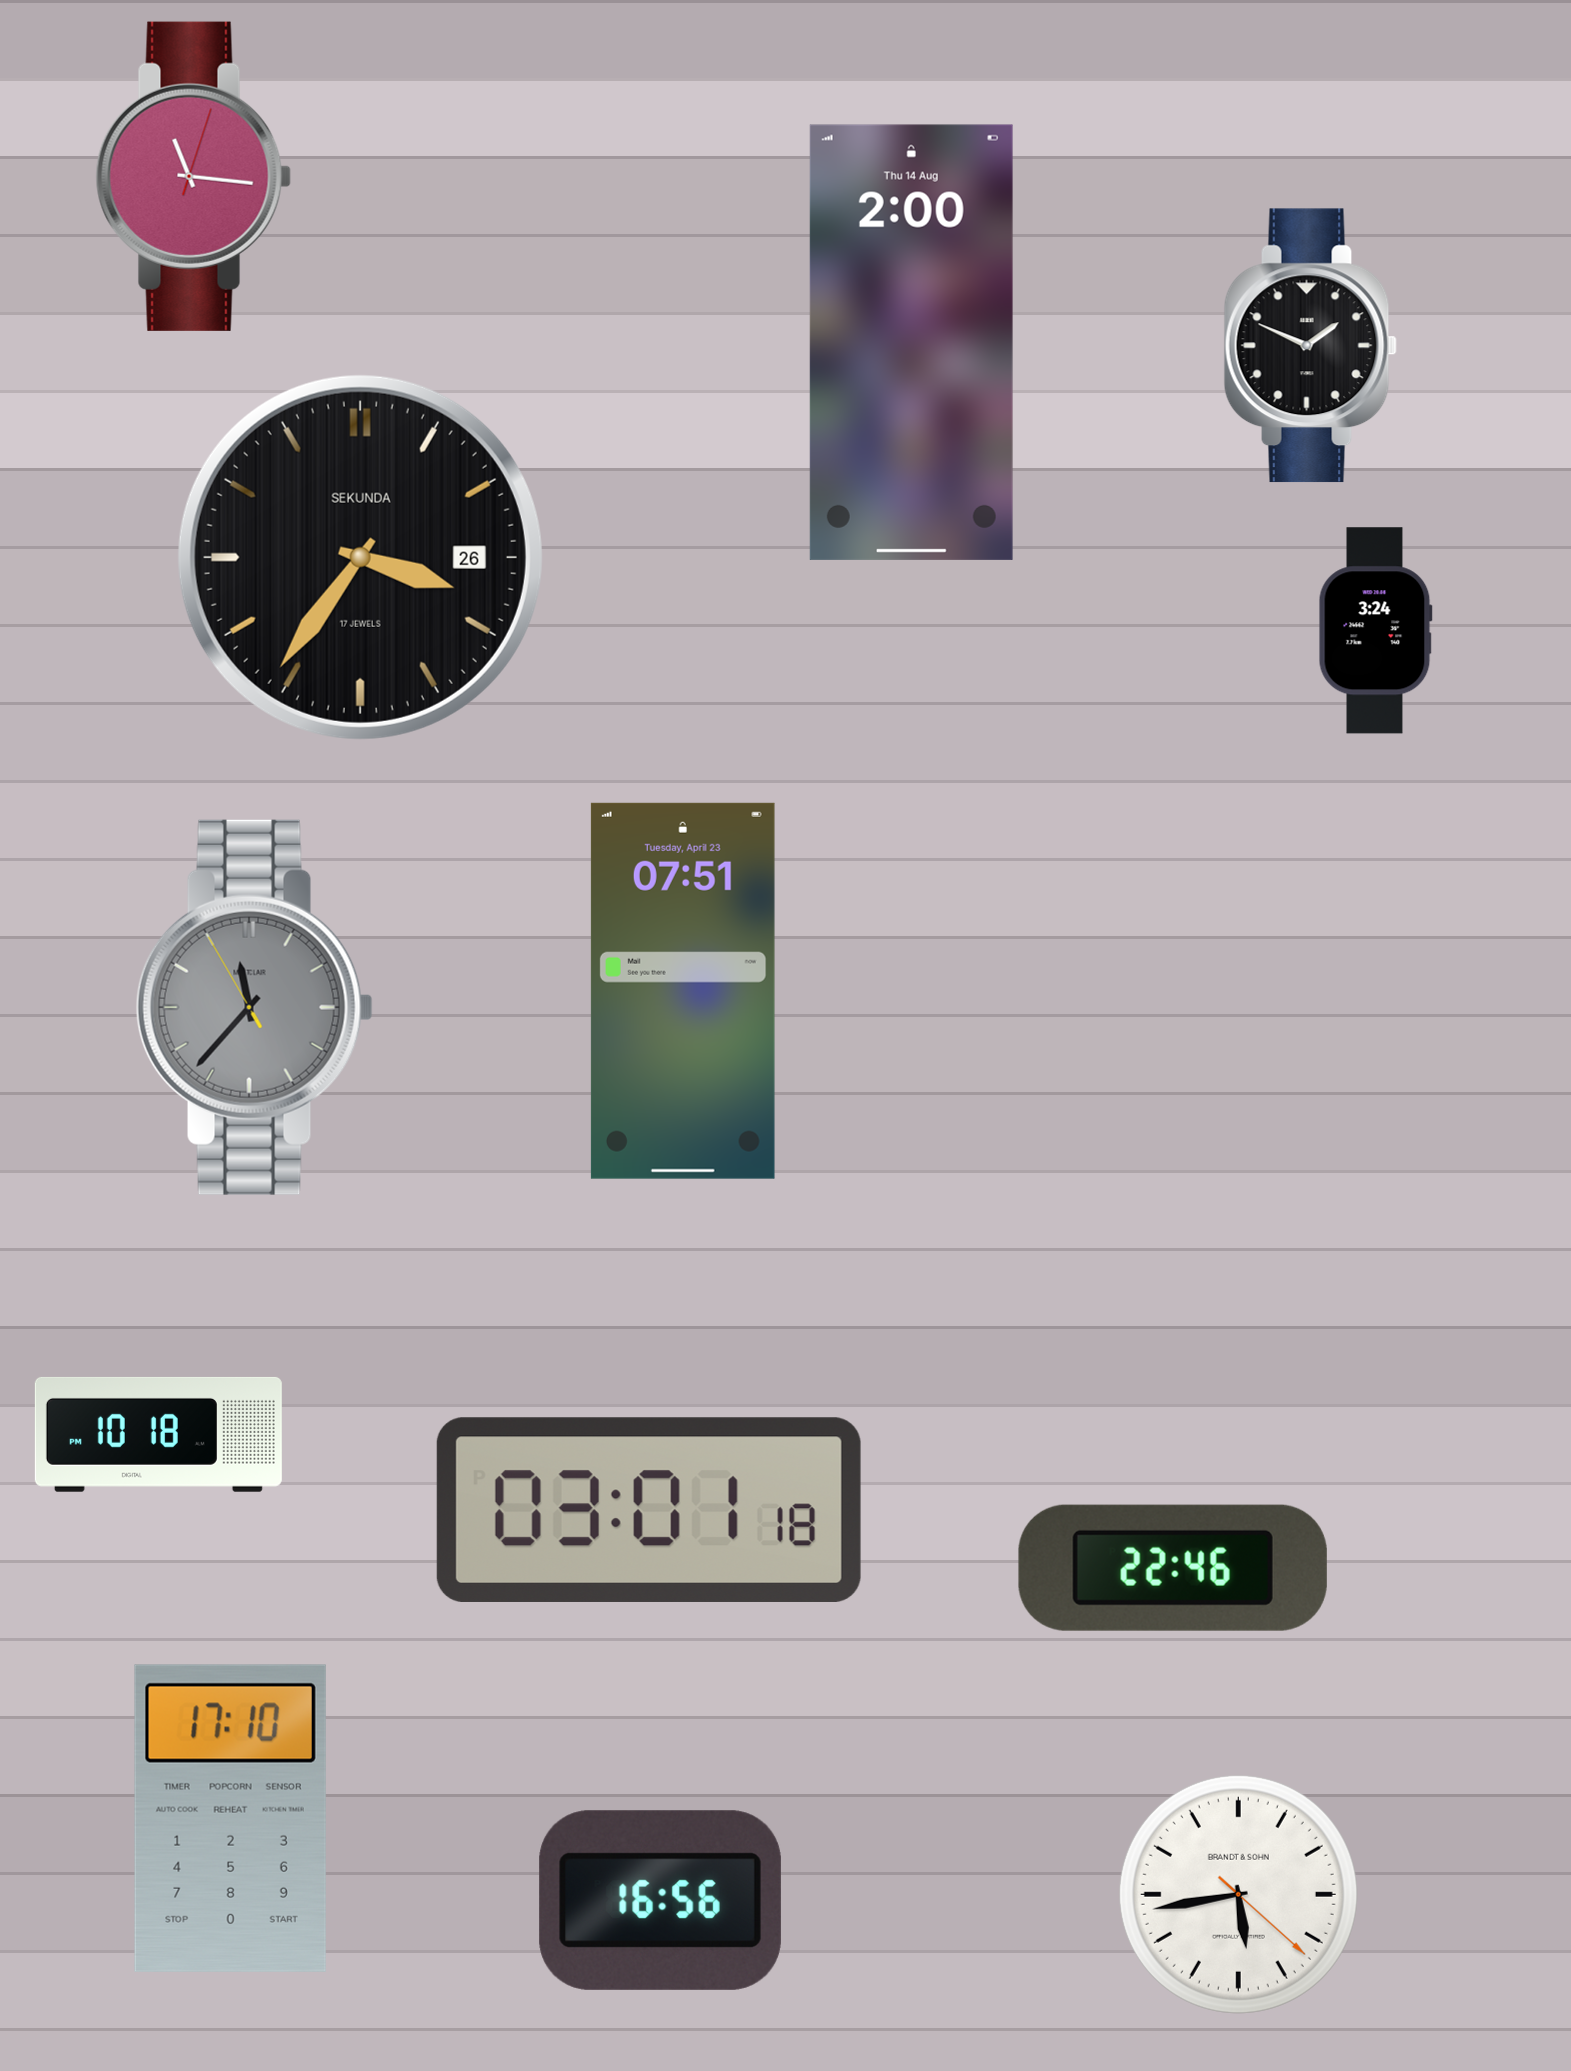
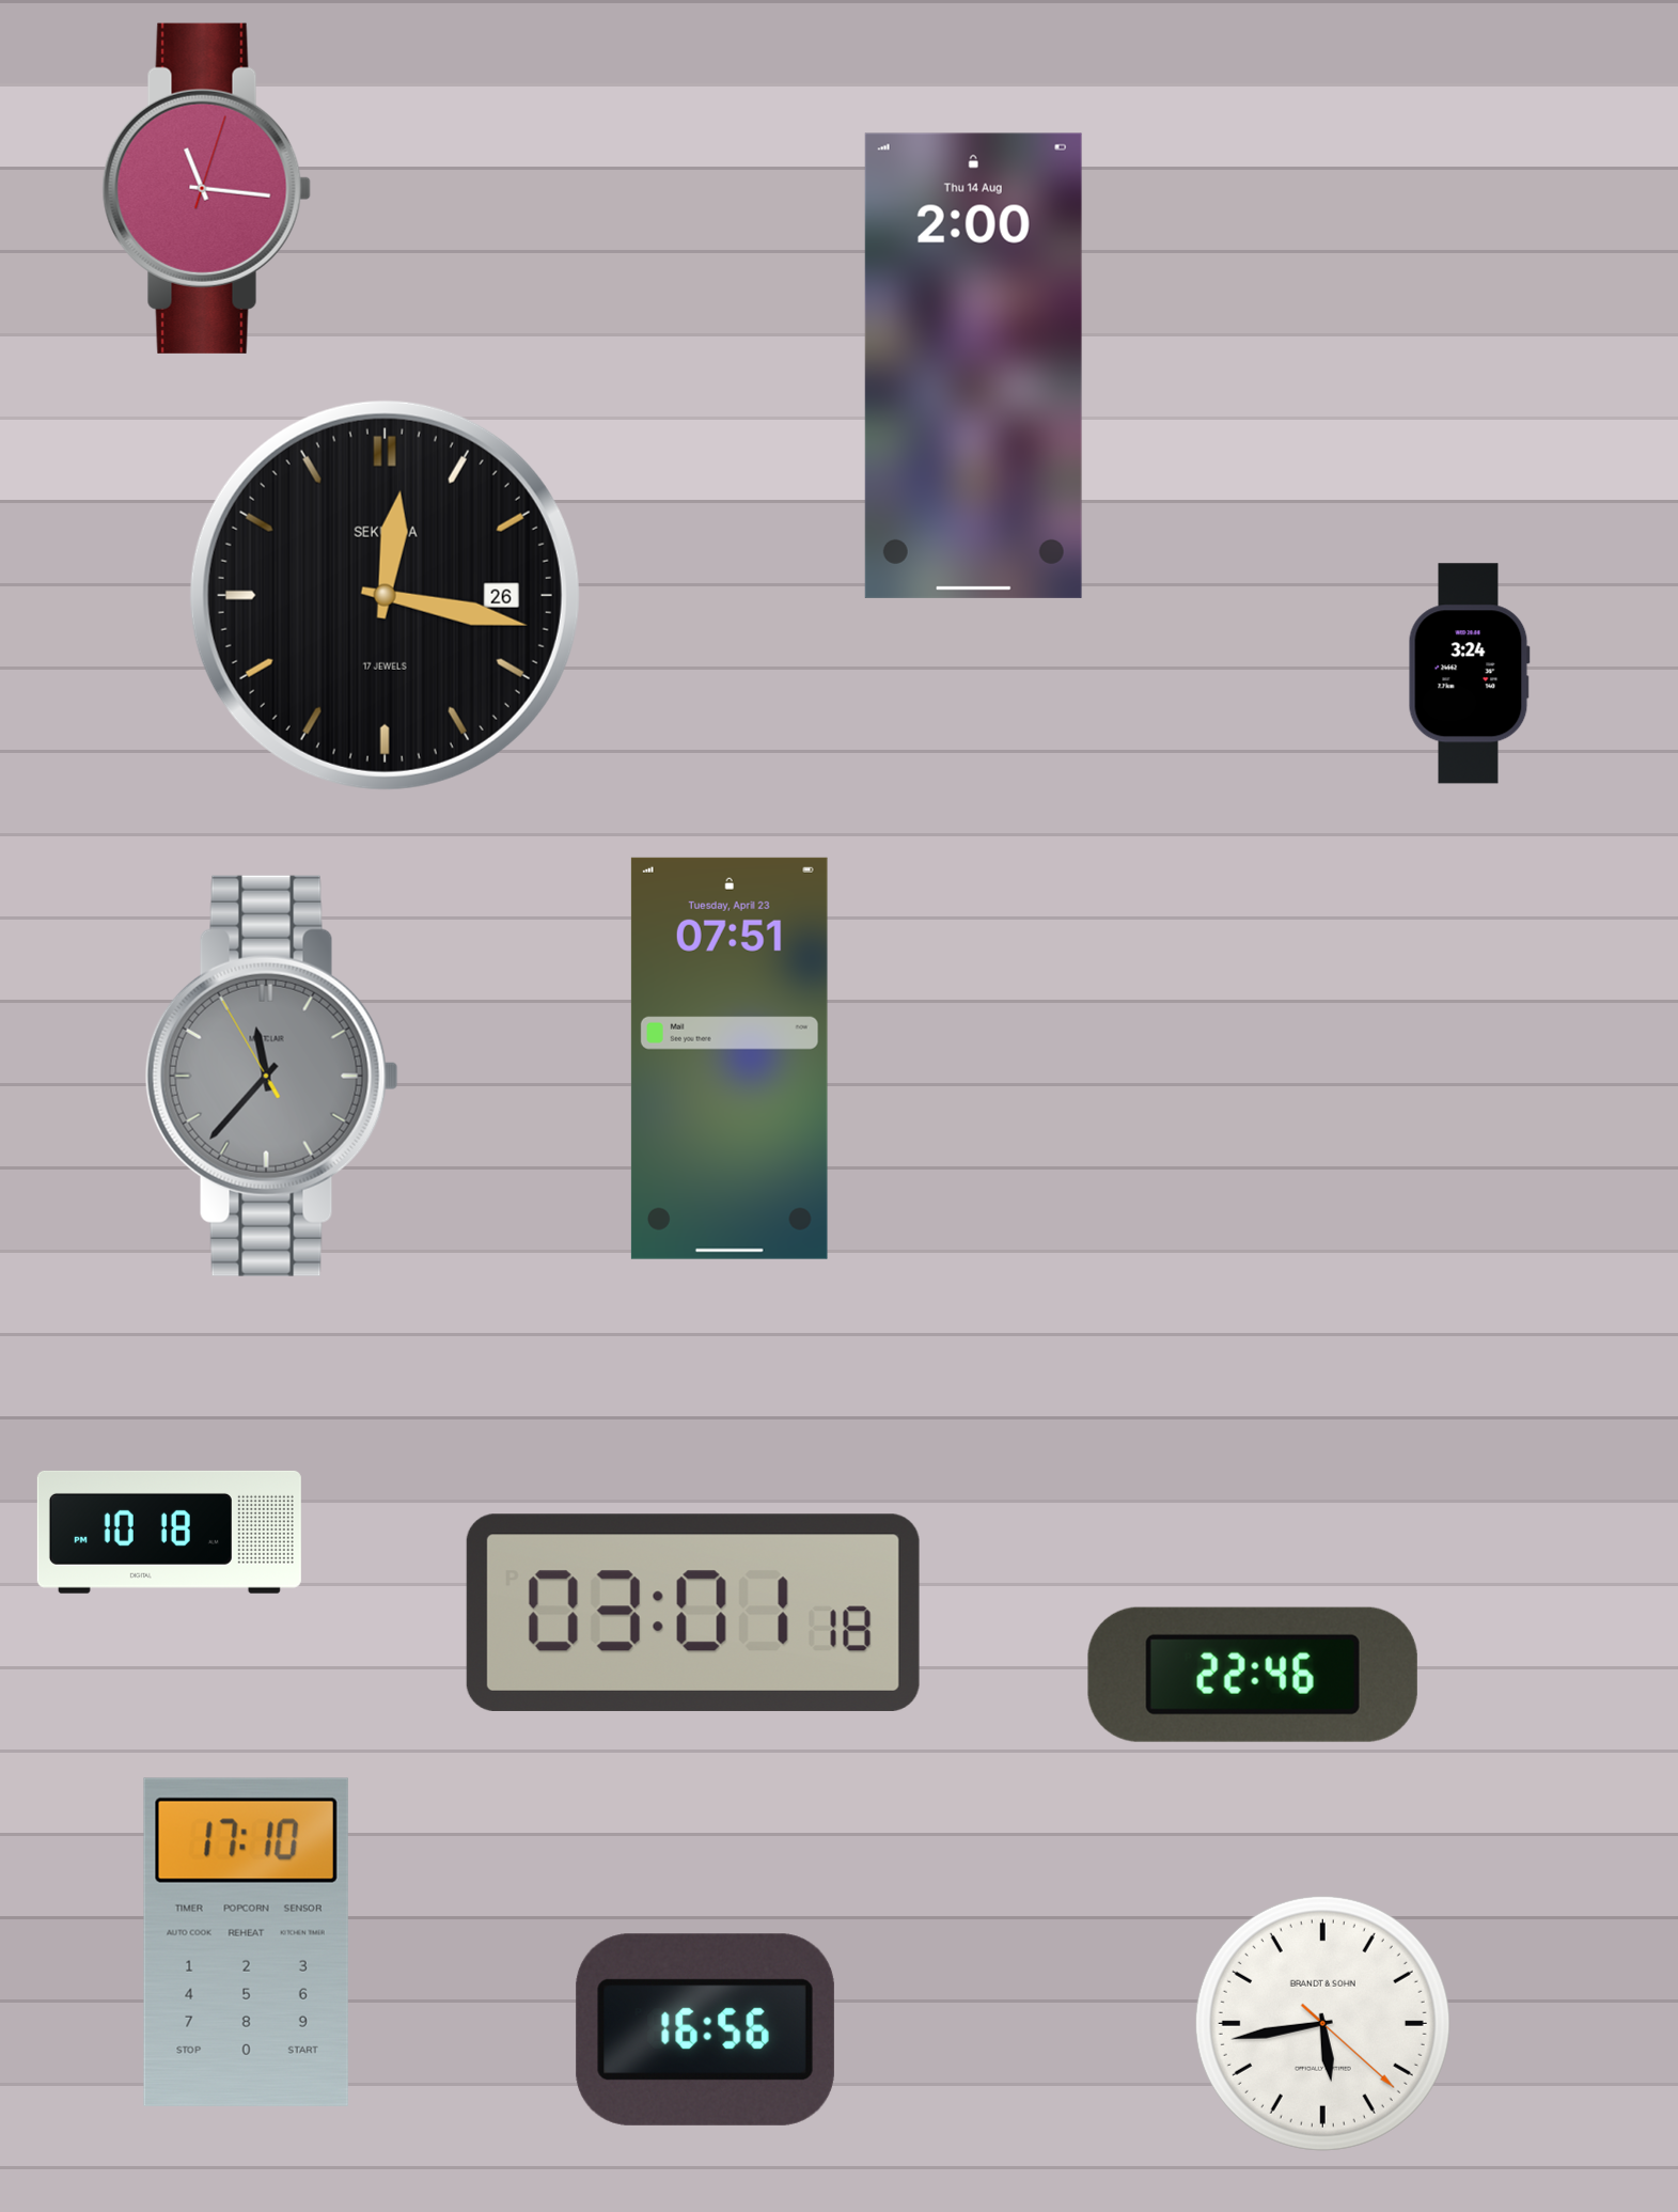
clock at (1310, 346): 1:49 -> none
clock at (360, 557): 3:36 -> 12:17
